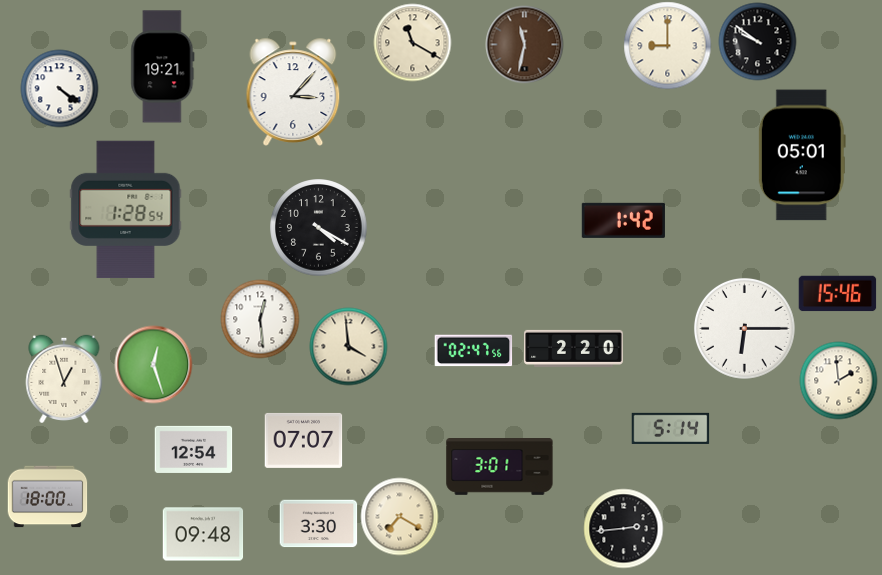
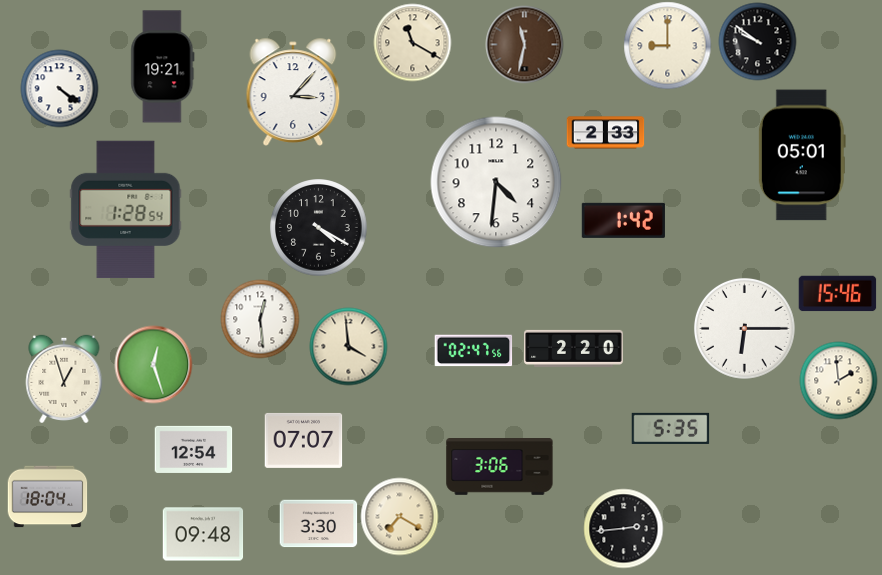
clock at (605, 133): none -> 2:33
clock at (496, 182): none -> 4:31
clock at (670, 428): 5:14 -> 5:35
clock at (500, 467): 3:01 -> 3:06
clock at (47, 497): 18:00 -> 18:04
